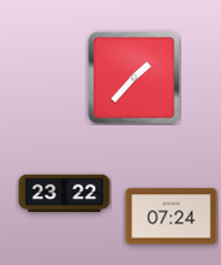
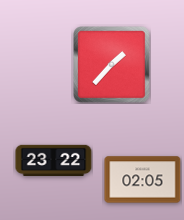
clock at (172, 217): 07:24 -> 02:05
